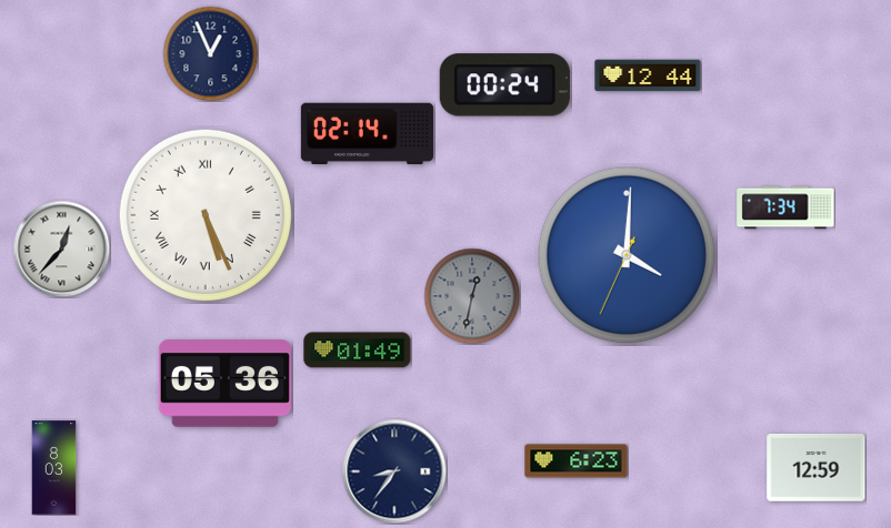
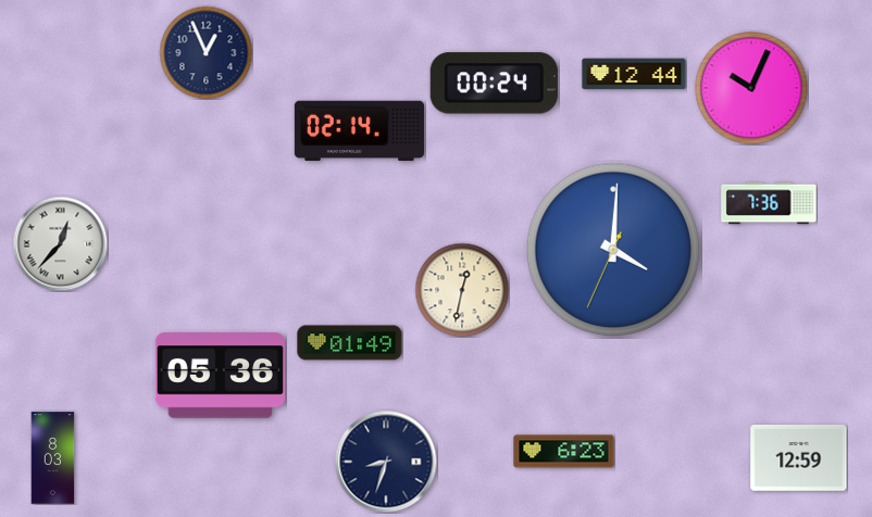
clock at (751, 88): none -> 10:04
clock at (785, 207): 7:34 -> 7:36
clock at (204, 214): 5:26 -> none
clock at (472, 296) dial: grey -> cream
clock at (394, 471): 8:36 -> 8:33
